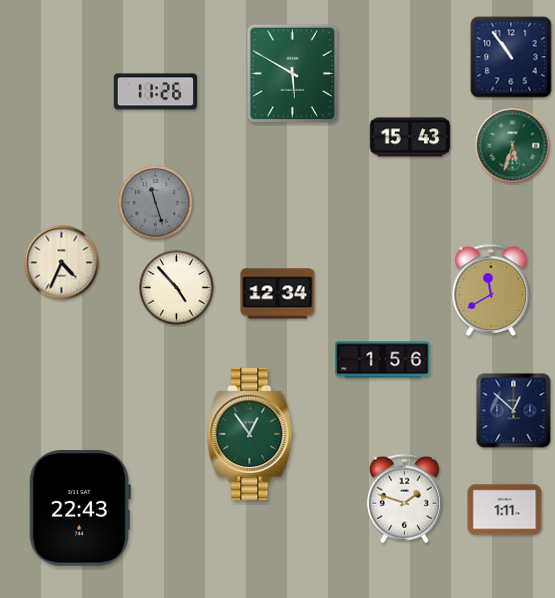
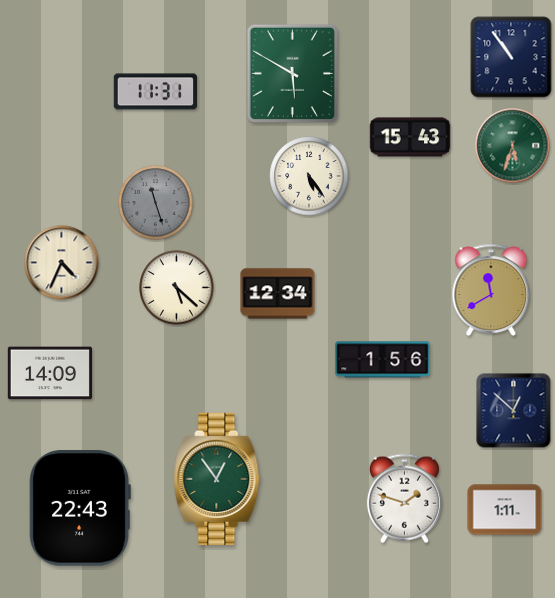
clock at (156, 92): 11:26 -> 11:31
clock at (309, 176): none -> 5:24
clock at (177, 288): 4:53 -> 5:22
clock at (49, 373): none -> 14:09
clock at (250, 433) position: (250, 433) -> (217, 478)
